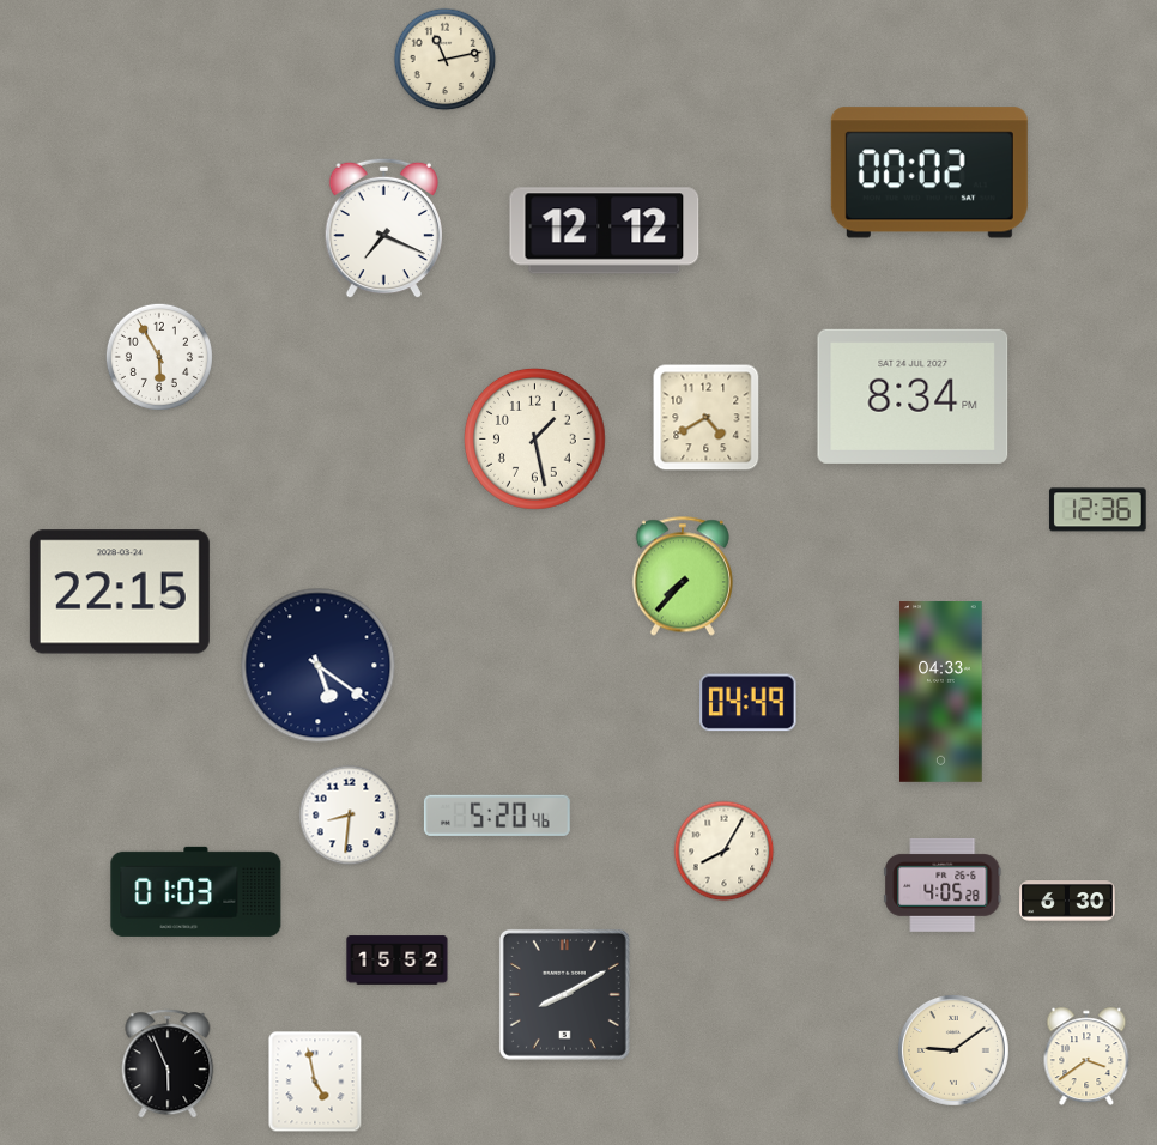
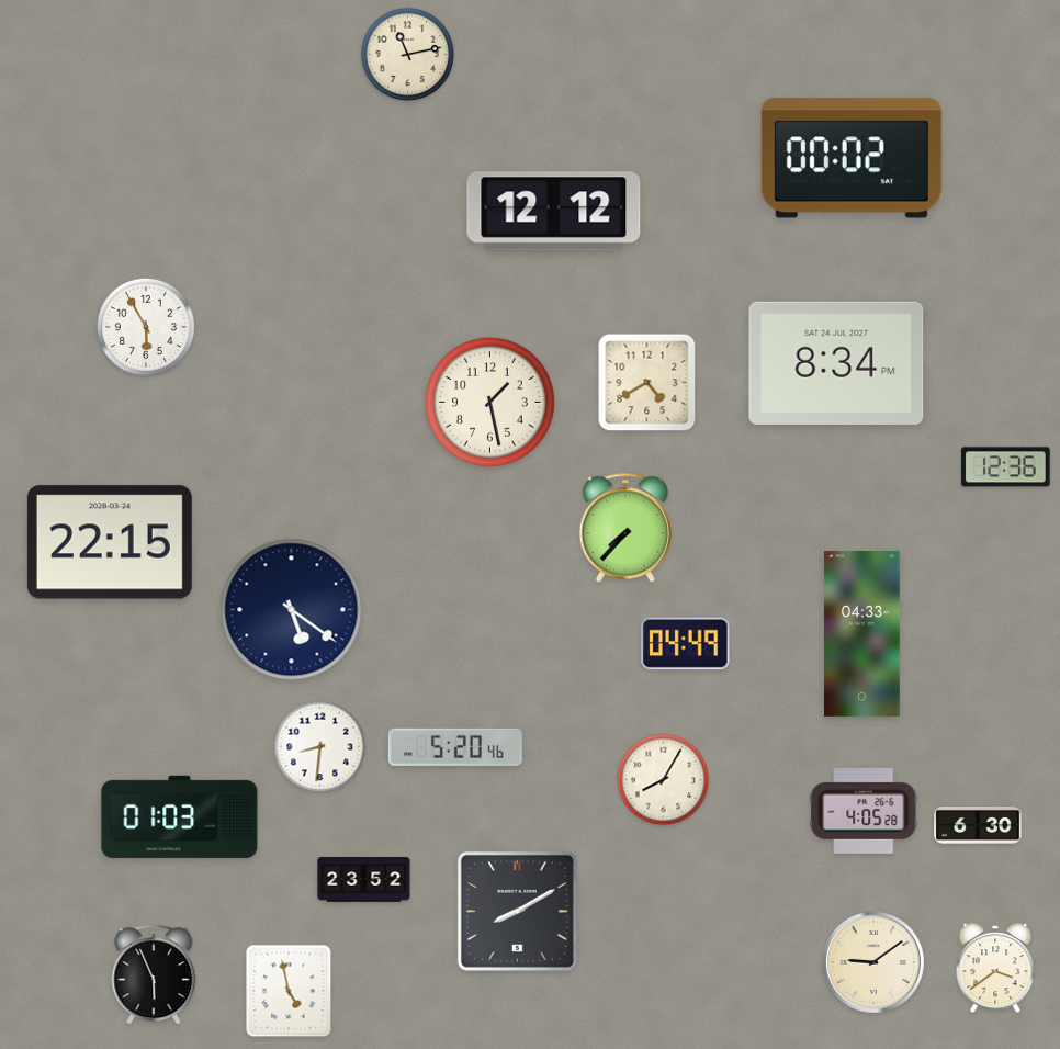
clock at (383, 229): 7:19 -> none
clock at (398, 961): 15:52 -> 23:52
